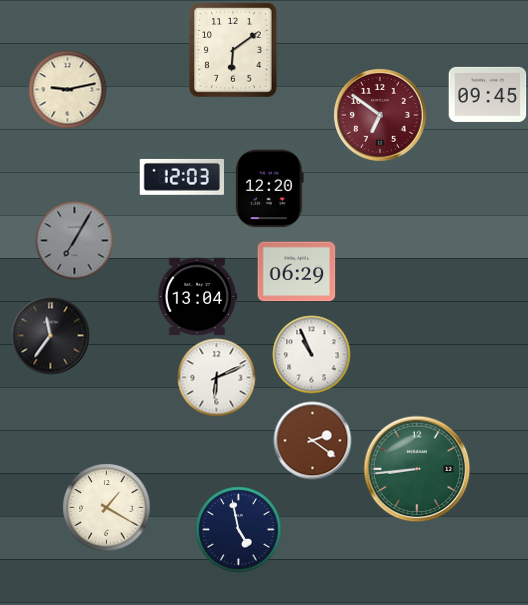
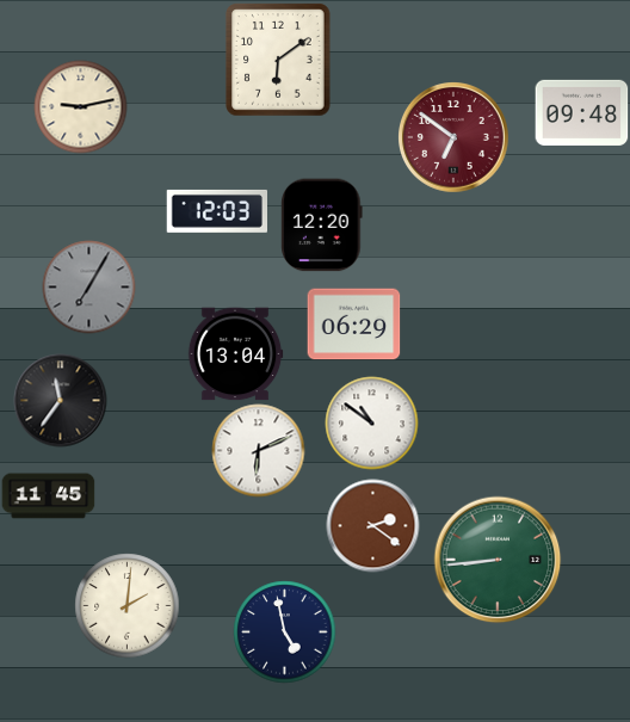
clock at (487, 94): 09:45 -> 09:48
clock at (311, 354): 10:56 -> 10:51
clock at (48, 496): none -> 11:45
clock at (106, 507): 1:20 -> 2:01
